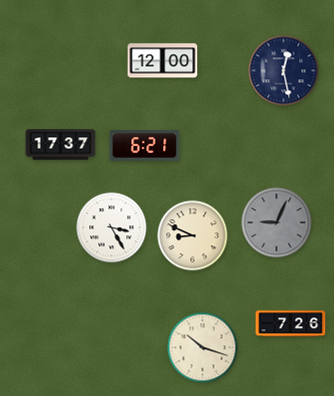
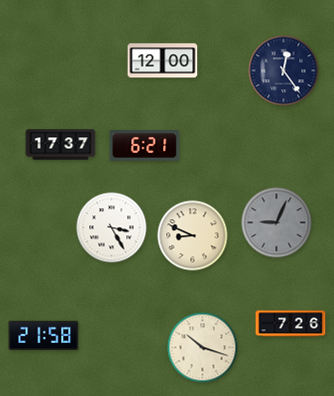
clock at (284, 71): 12:28 -> 12:24
clock at (44, 336): none -> 21:58
